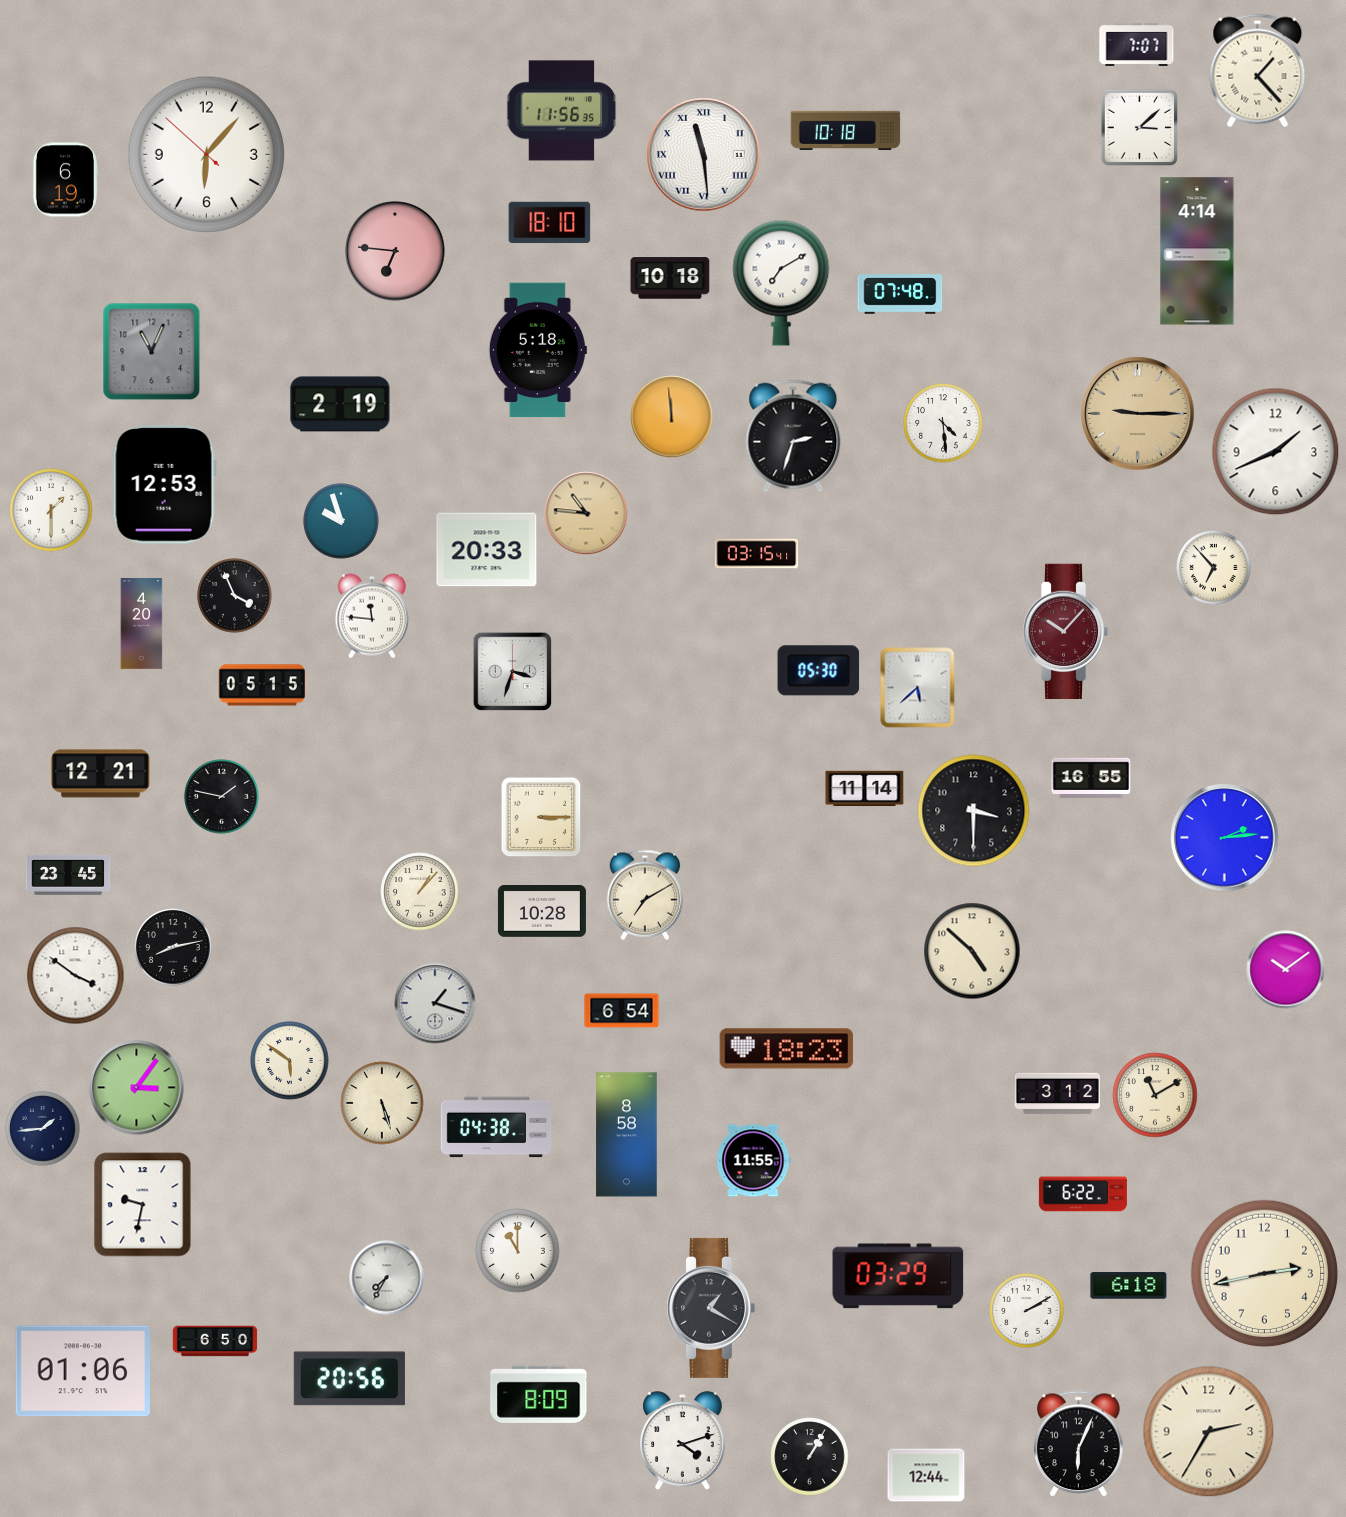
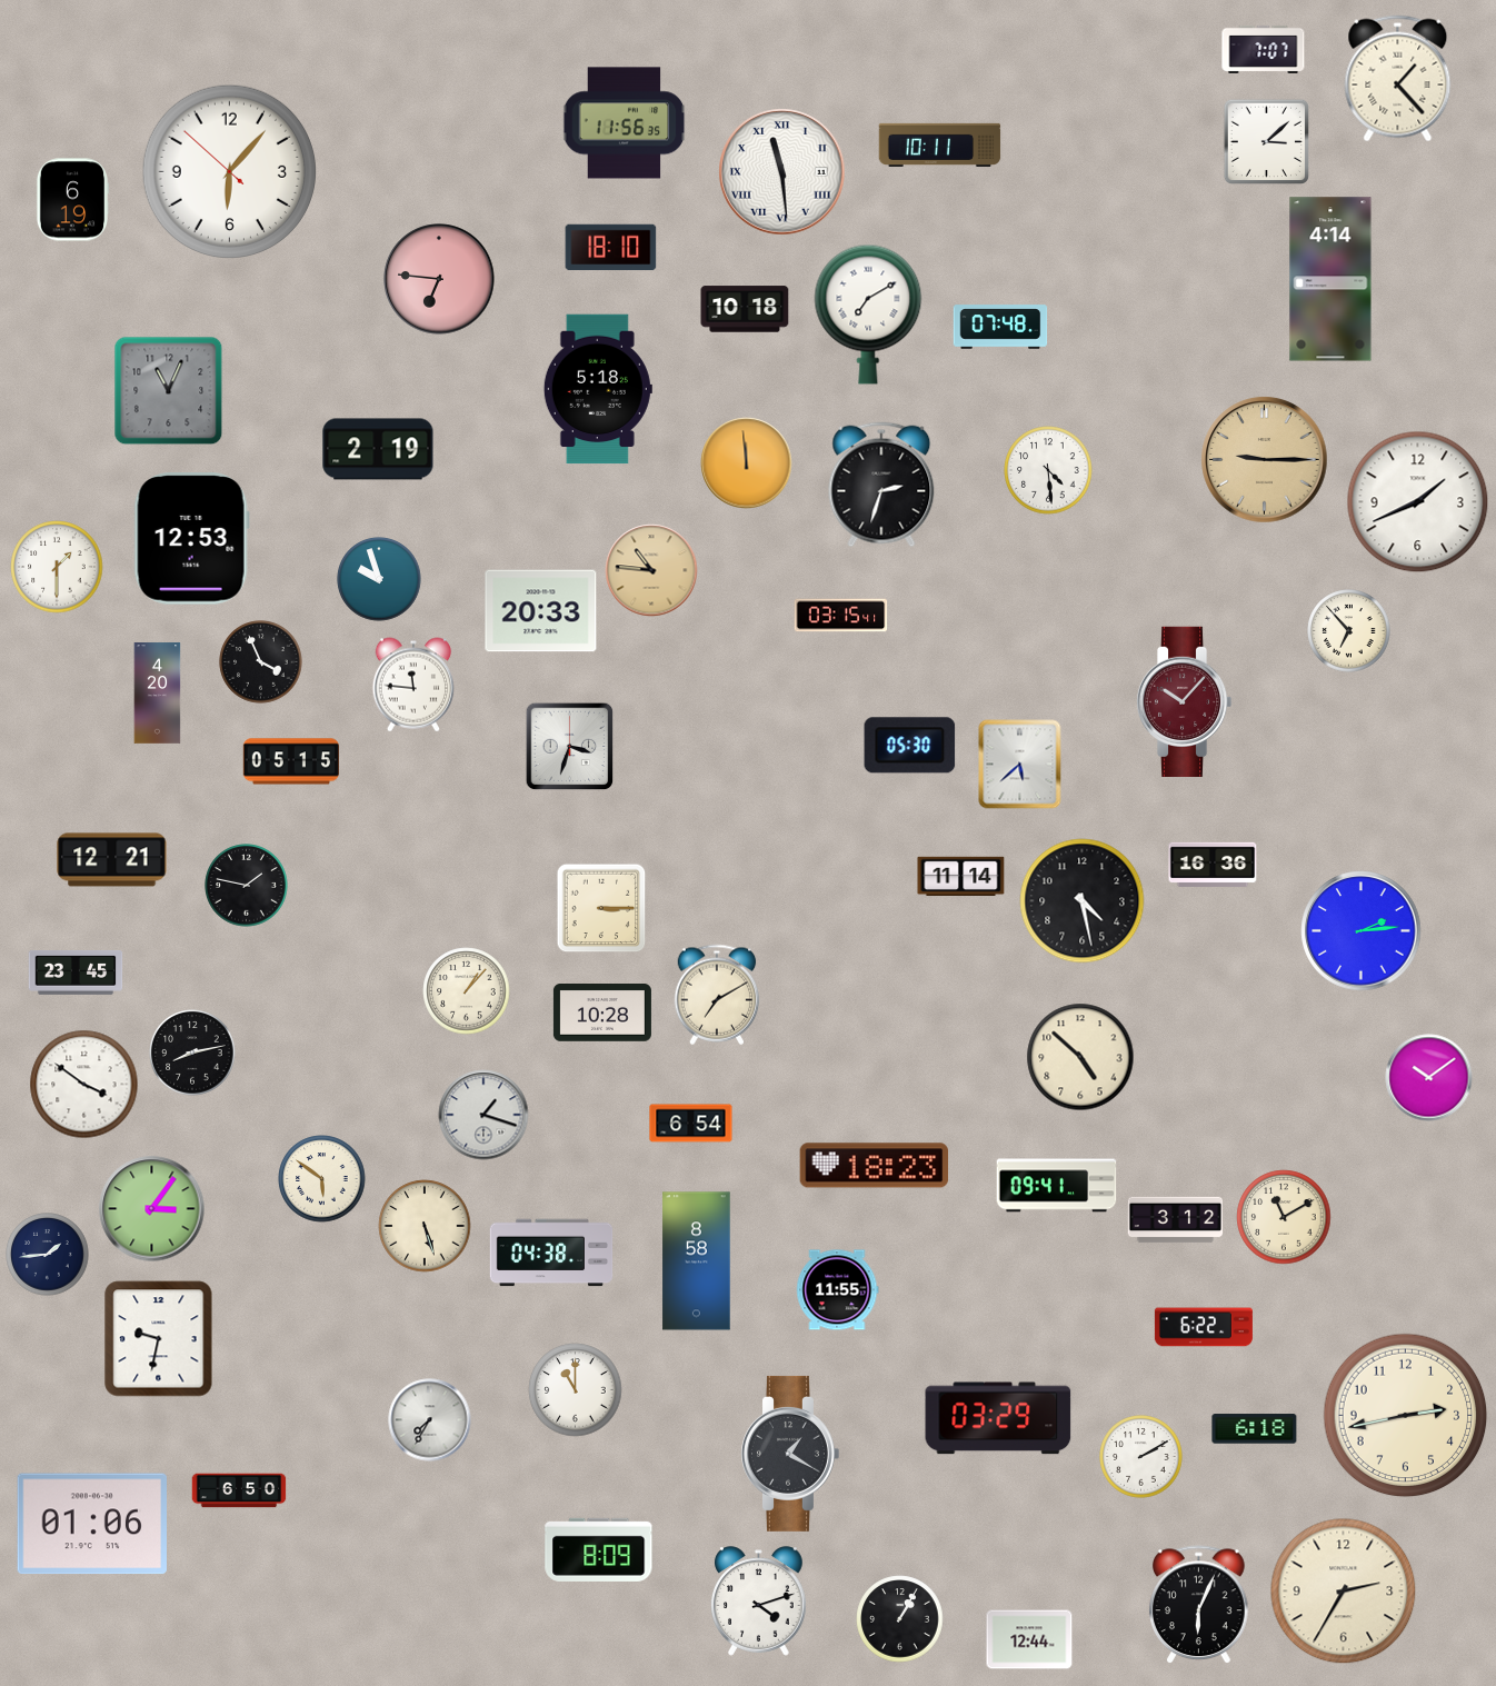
clock at (846, 130): 10:18 -> 10:11
clock at (164, 485) position: (164, 485) -> (191, 539)
clock at (1091, 778): 16:55 -> 16:36
clock at (974, 811): 3:30 -> 4:28
clock at (1057, 1186): none -> 09:41
clock at (1058, 1094) position: (1058, 1094) -> (1176, 1220)
clock at (349, 1379): 20:56 -> none
